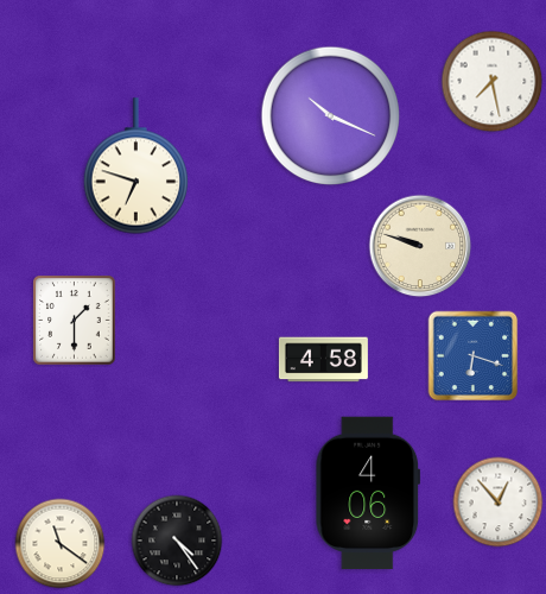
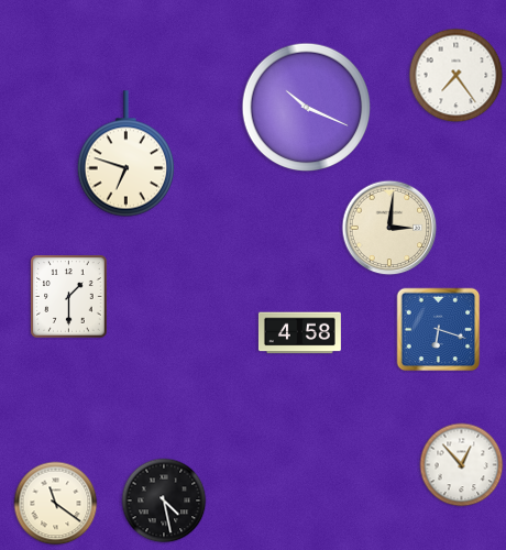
clock at (493, 82): 7:28 -> 7:24
clock at (420, 246): 9:48 -> 3:01
clock at (368, 493): 4:06 -> none
clock at (177, 541): 4:24 -> 4:28
